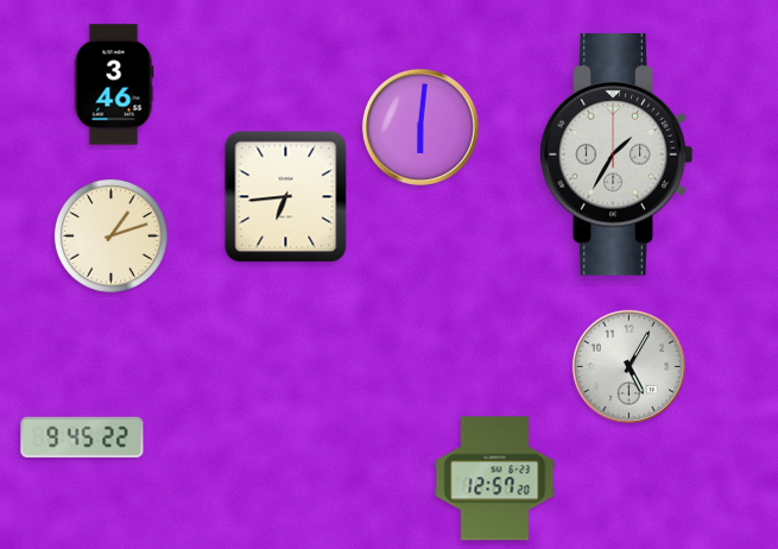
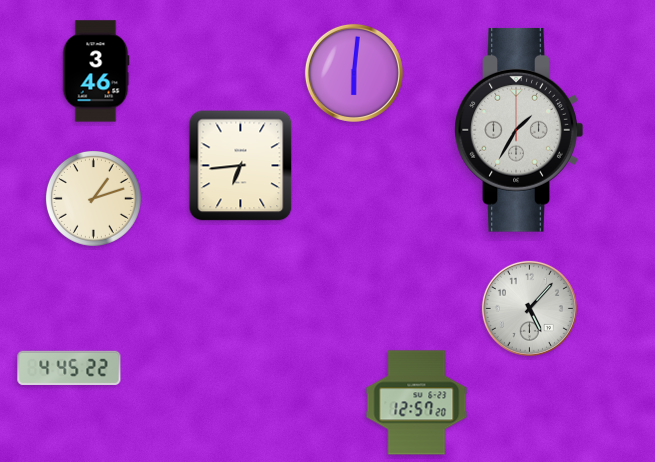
clock at (420, 127) position: (420, 127) -> (354, 73)
clock at (628, 366): 5:05 -> 5:07
clock at (82, 437): 9:45 -> 4:45
